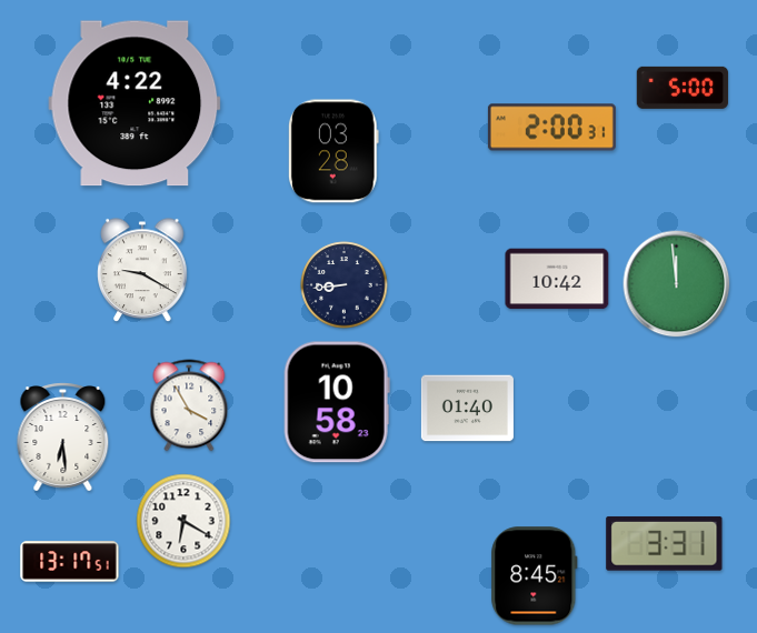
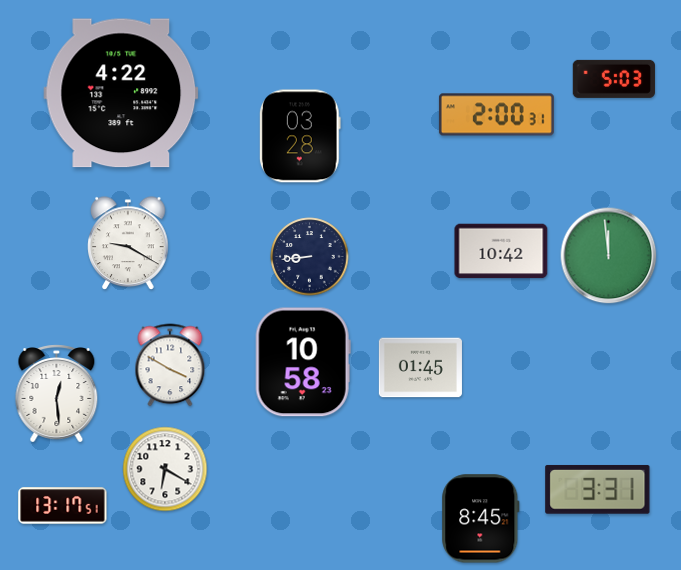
clock at (683, 88): 5:00 -> 5:03
clock at (189, 405): 3:55 -> 3:50
clock at (467, 409): 01:40 -> 01:45
clock at (63, 438): 6:29 -> 12:29
